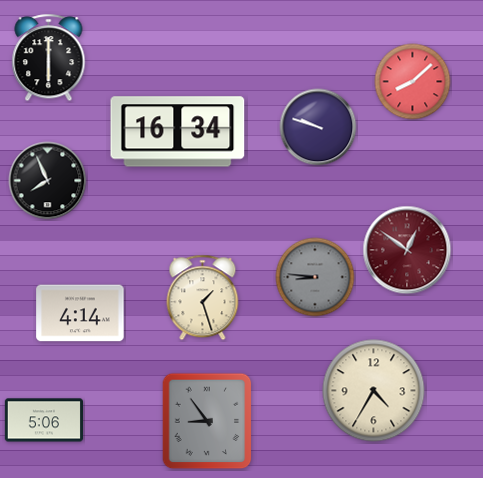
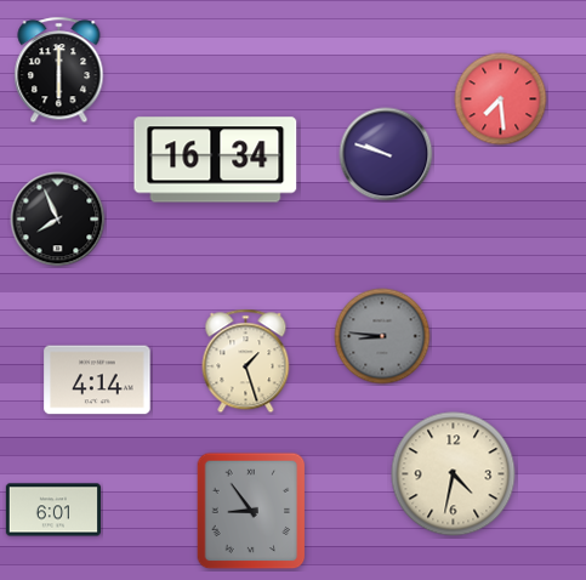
clock at (413, 82): 8:08 -> 7:29
clock at (407, 250): 12:51 -> none
clock at (374, 391): 4:35 -> 4:32
clock at (43, 420): 5:06 -> 6:01
